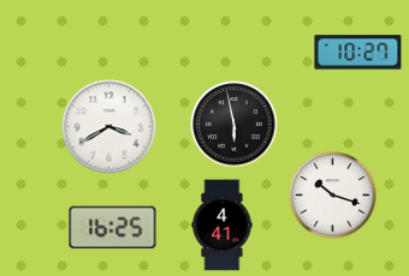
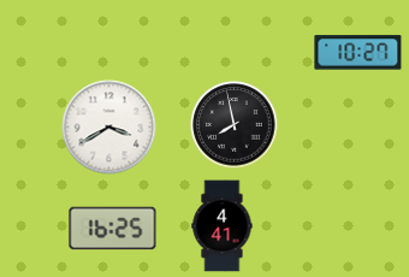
clock at (235, 125): 5:58 -> 7:58
clock at (333, 196): 10:18 -> none
